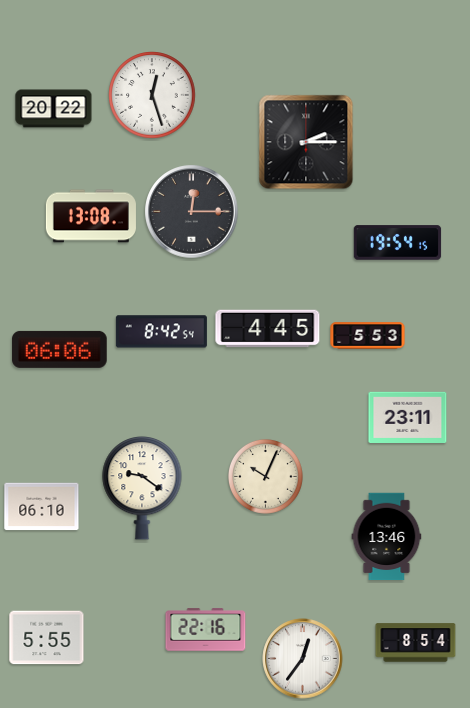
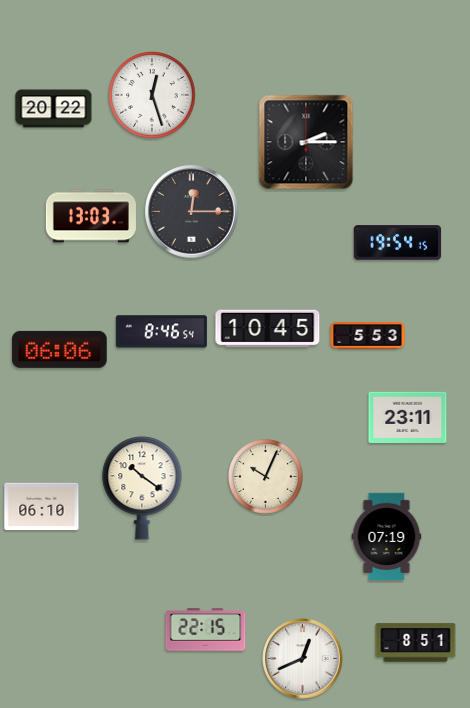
clock at (91, 216): 13:08 -> 13:03
clock at (268, 329): 4:45 -> 10:45
clock at (161, 332): 8:42 -> 8:46
clock at (142, 488): 9:21 -> 10:21
clock at (387, 537): 13:46 -> 07:19
clock at (206, 630): 22:16 -> 22:15
clock at (47, 638): 5:55 -> none
clock at (416, 643): 8:54 -> 8:51
clock at (303, 659): 12:36 -> 12:41
